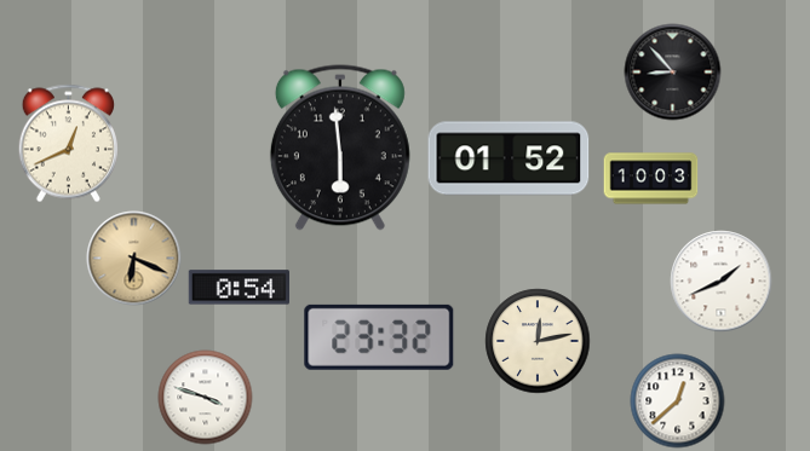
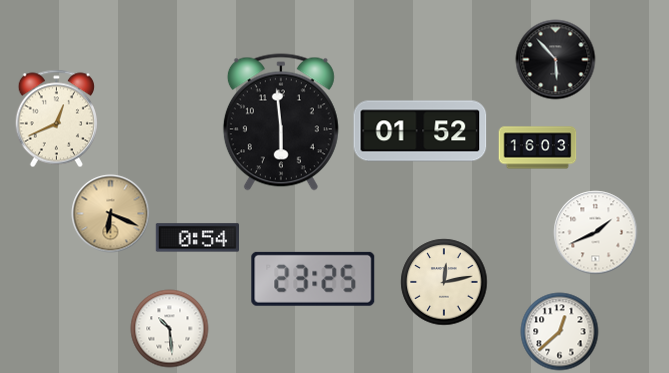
clock at (672, 71): 8:53 -> 5:53
clock at (650, 179): 10:03 -> 16:03
clock at (379, 337): 23:32 -> 23:25
clock at (205, 397): 3:48 -> 10:29
